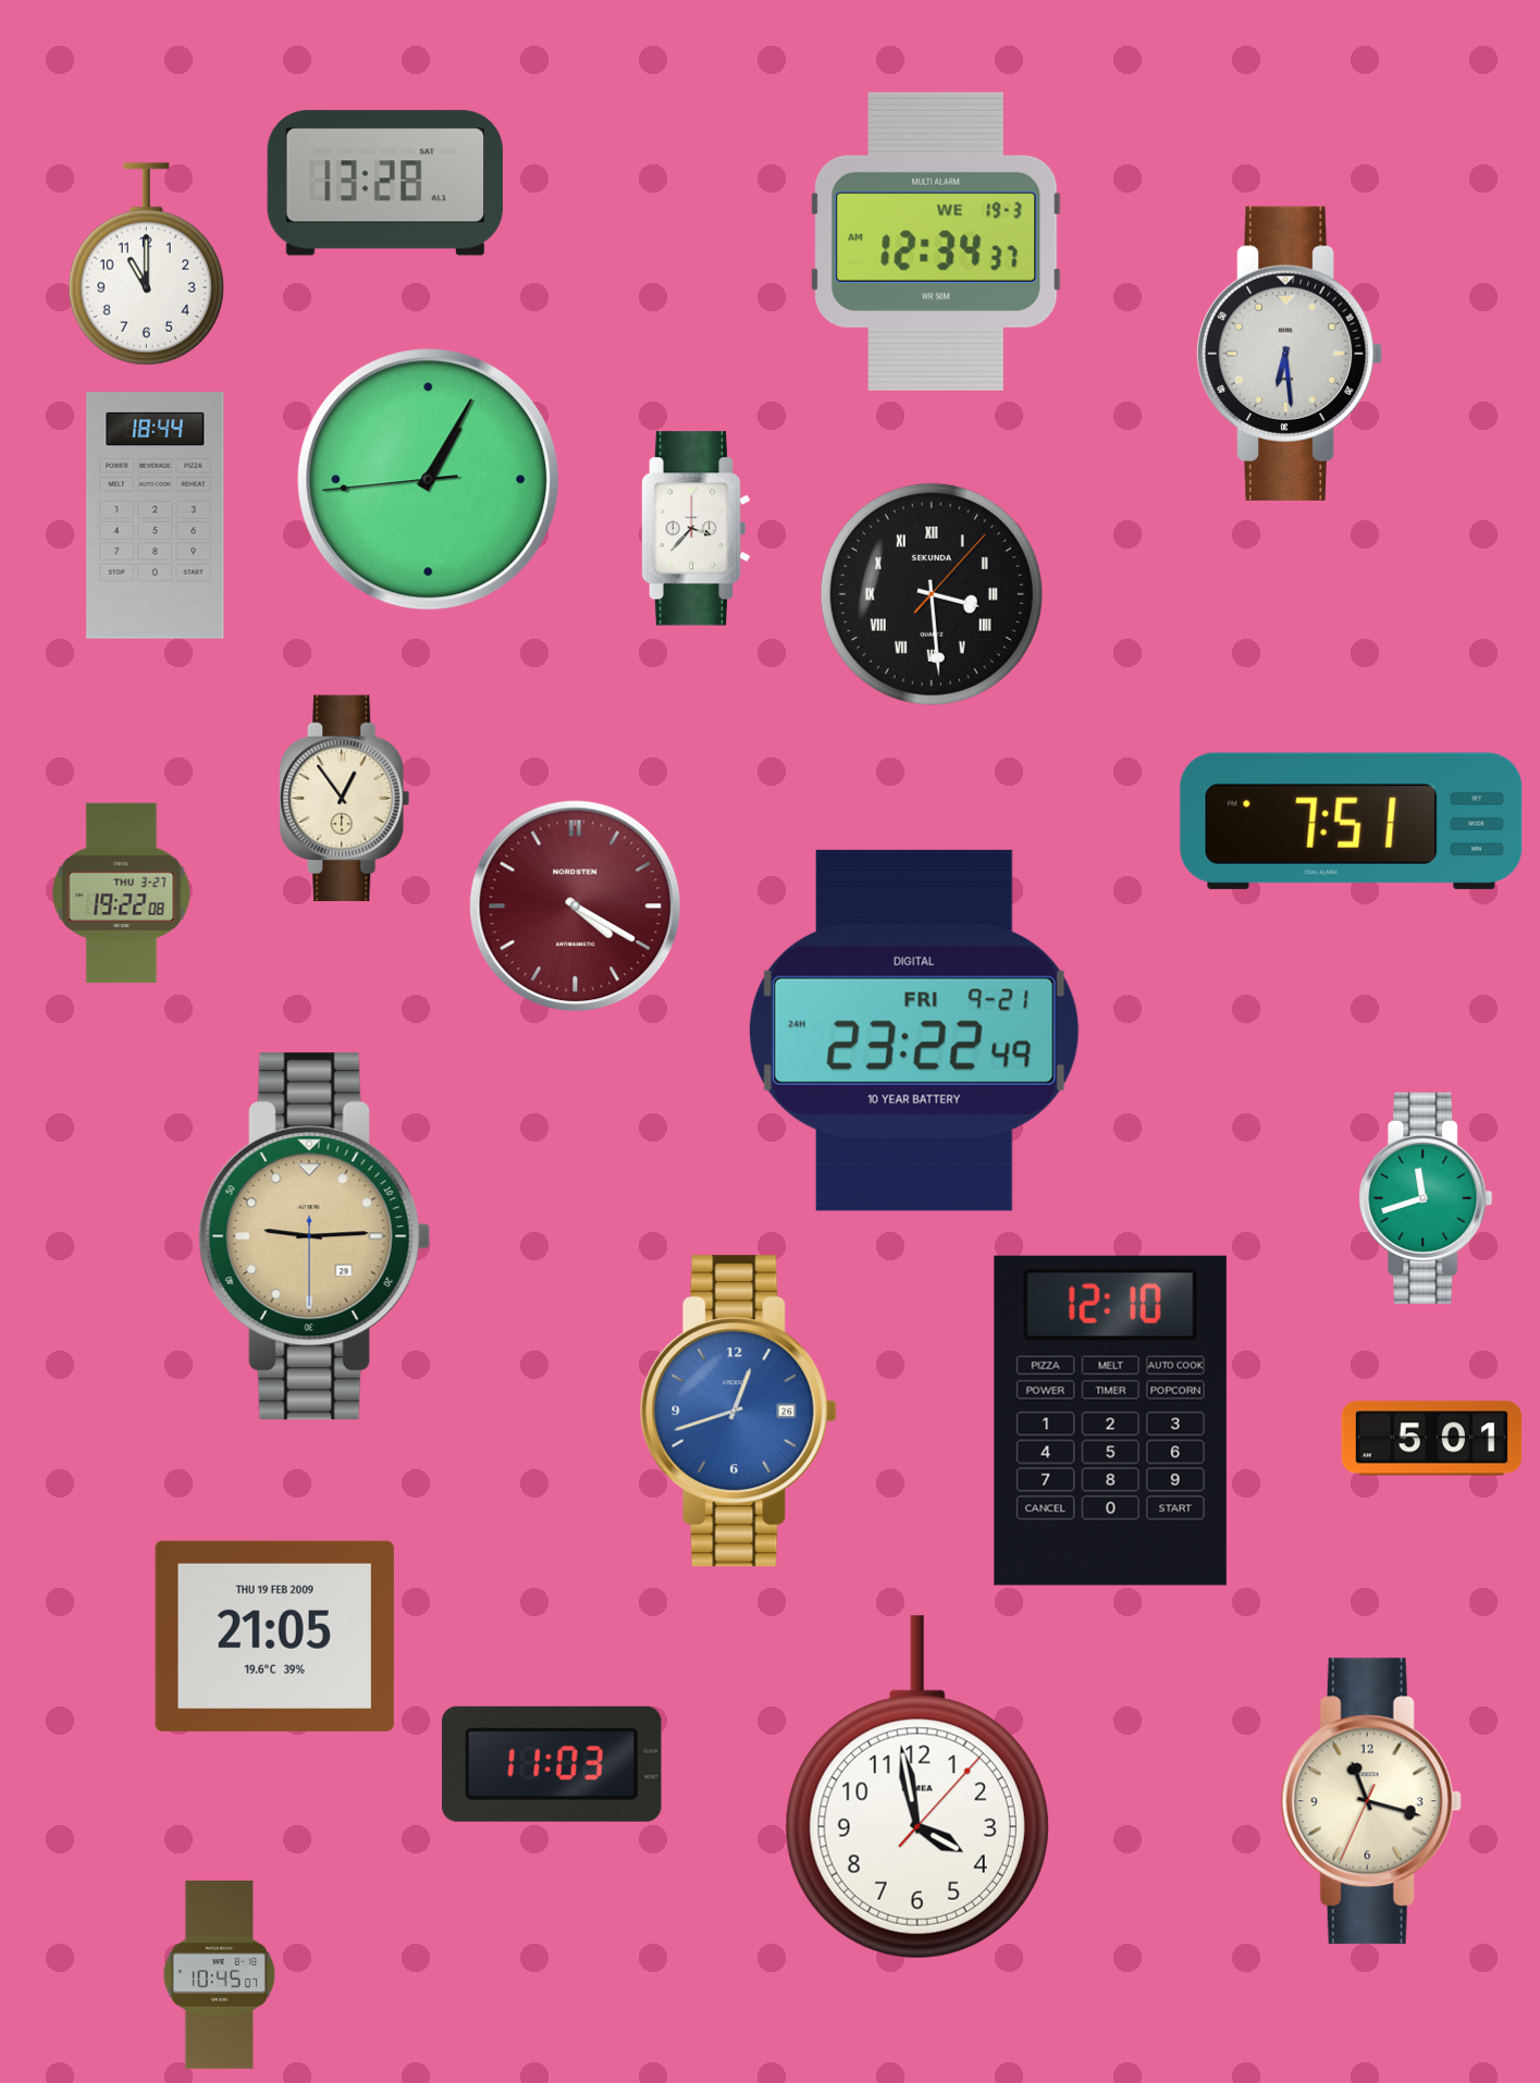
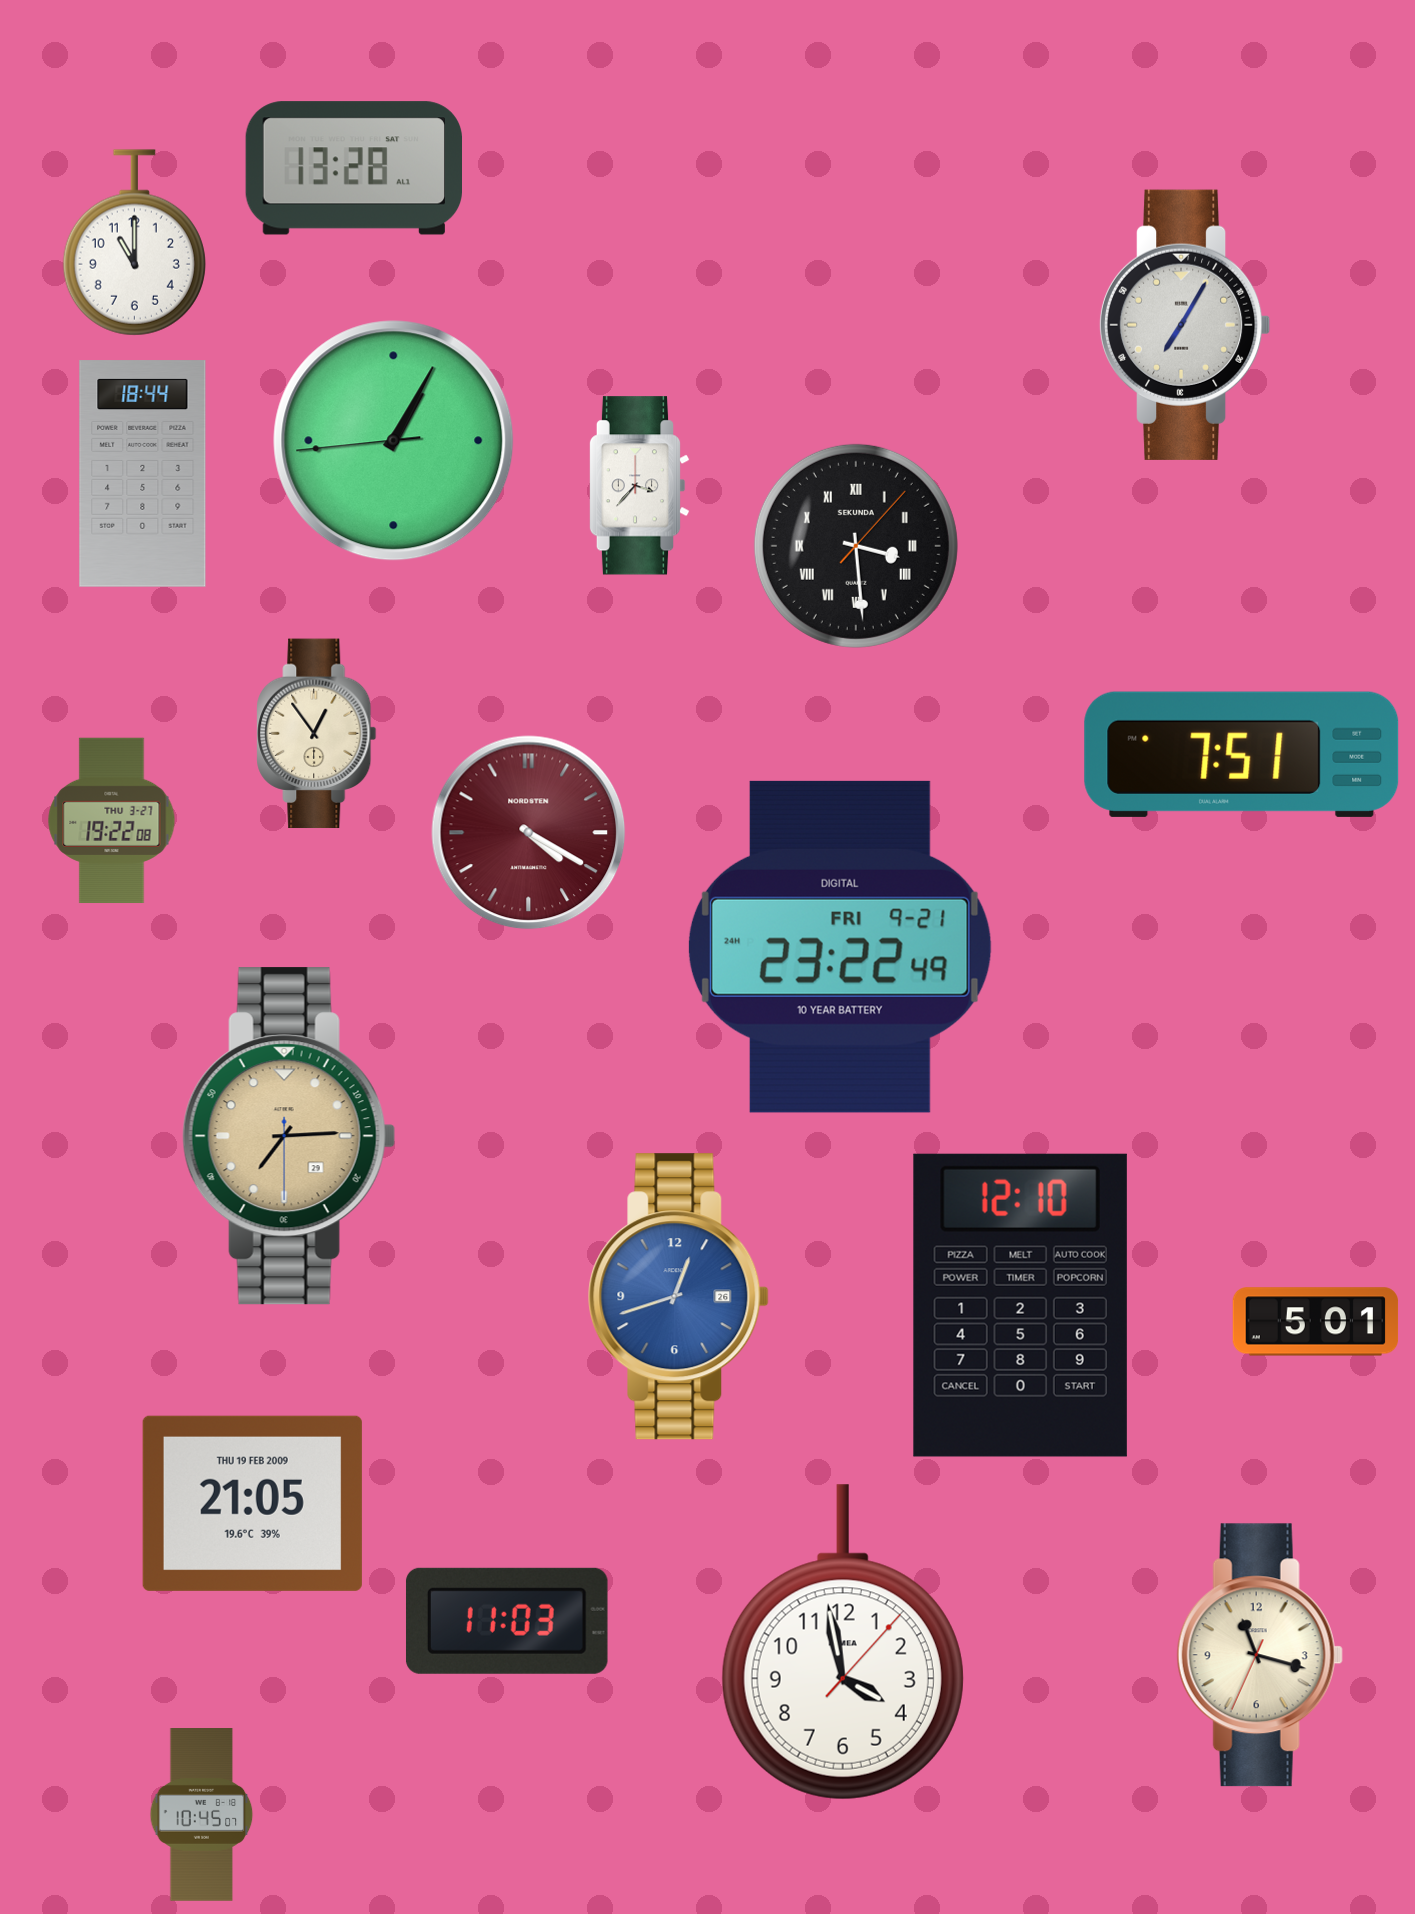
clock at (936, 242): 12:34 -> none
clock at (1290, 354): 6:29 -> 7:05
clock at (1426, 1198): 11:42 -> none
clock at (315, 1236): 9:14 -> 7:14
